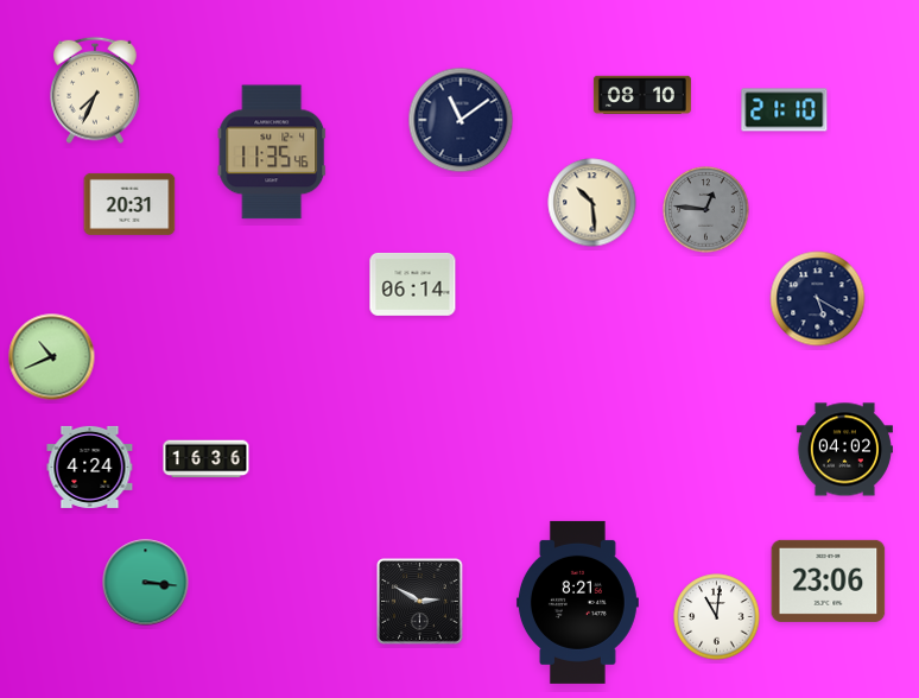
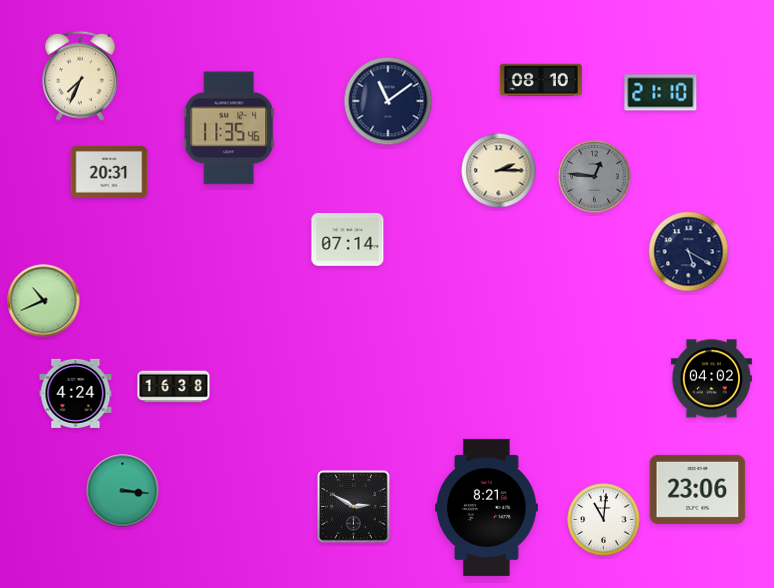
clock at (592, 203): 10:29 -> 2:15
clock at (413, 284): 06:14 -> 07:14
clock at (207, 459): 16:36 -> 16:38
